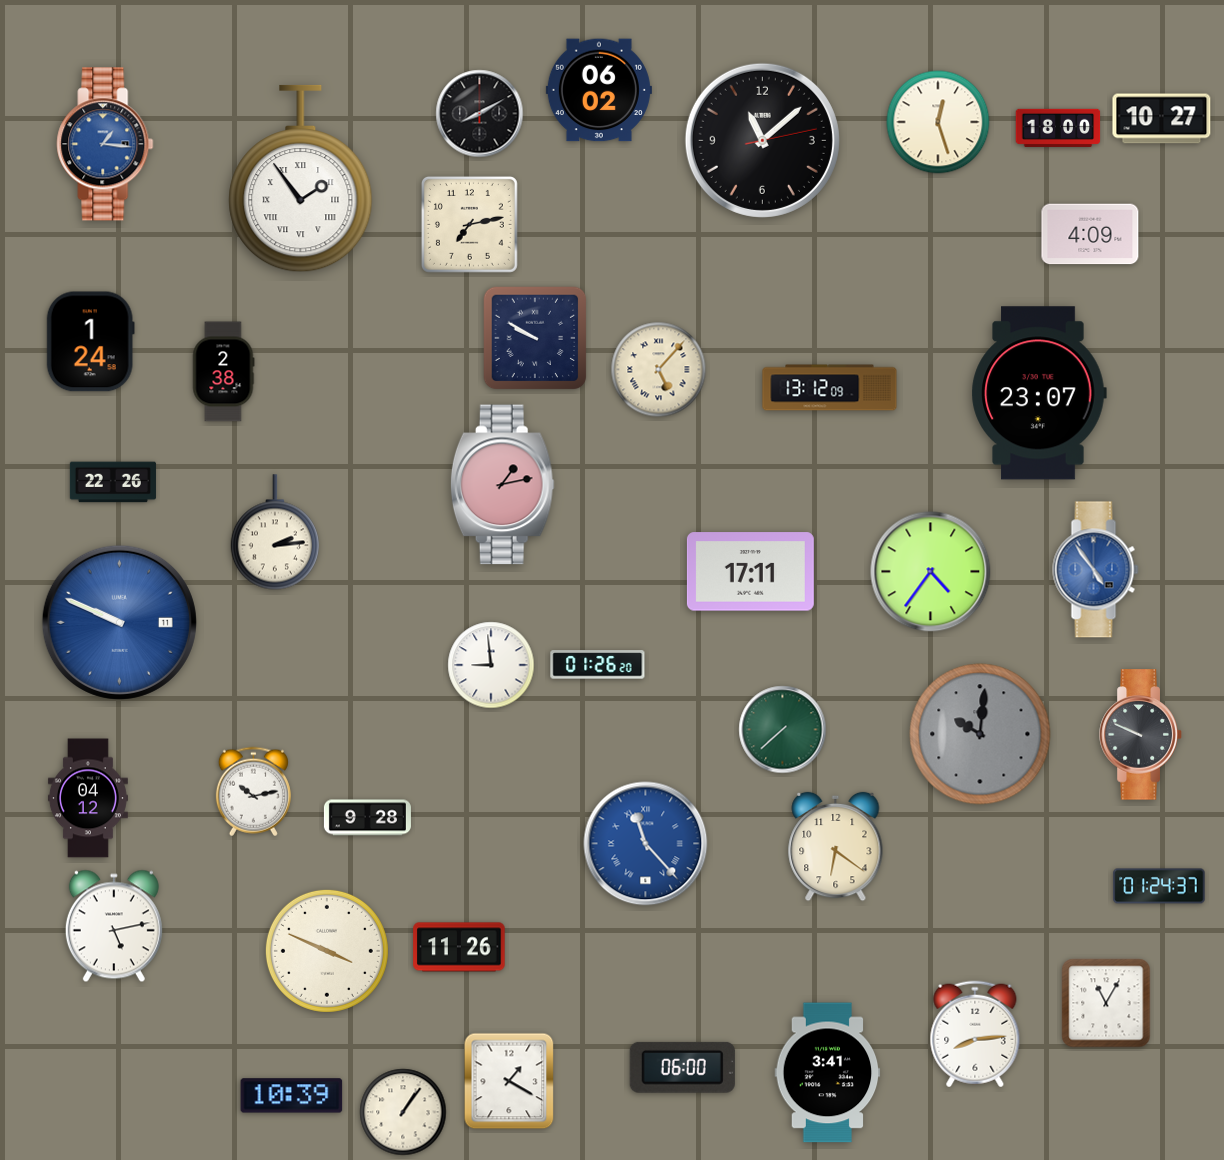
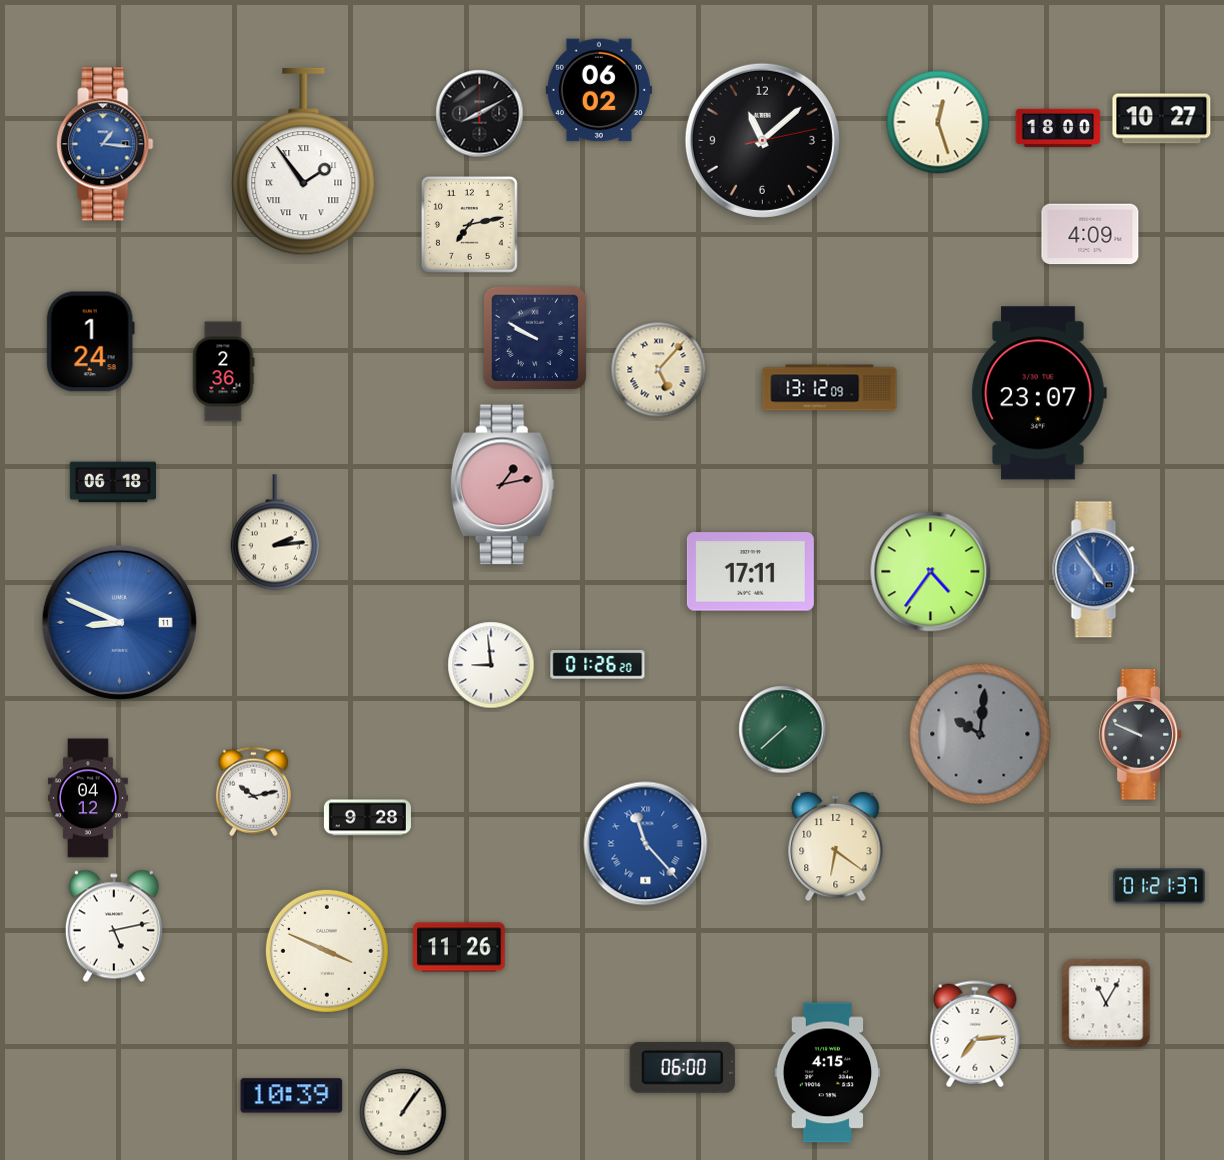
clock at (301, 179) position: (301, 179) -> (304, 162)
clock at (224, 372): 2:38 -> 2:36
clock at (113, 482): 22:26 -> 06:18
clock at (119, 622): 9:49 -> 8:49
clock at (1159, 886): 01:24 -> 01:21
clock at (975, 1034): 8:14 -> 7:14
clock at (828, 1073): 3:41 -> 4:15
clock at (509, 1081): 1:20 -> none
